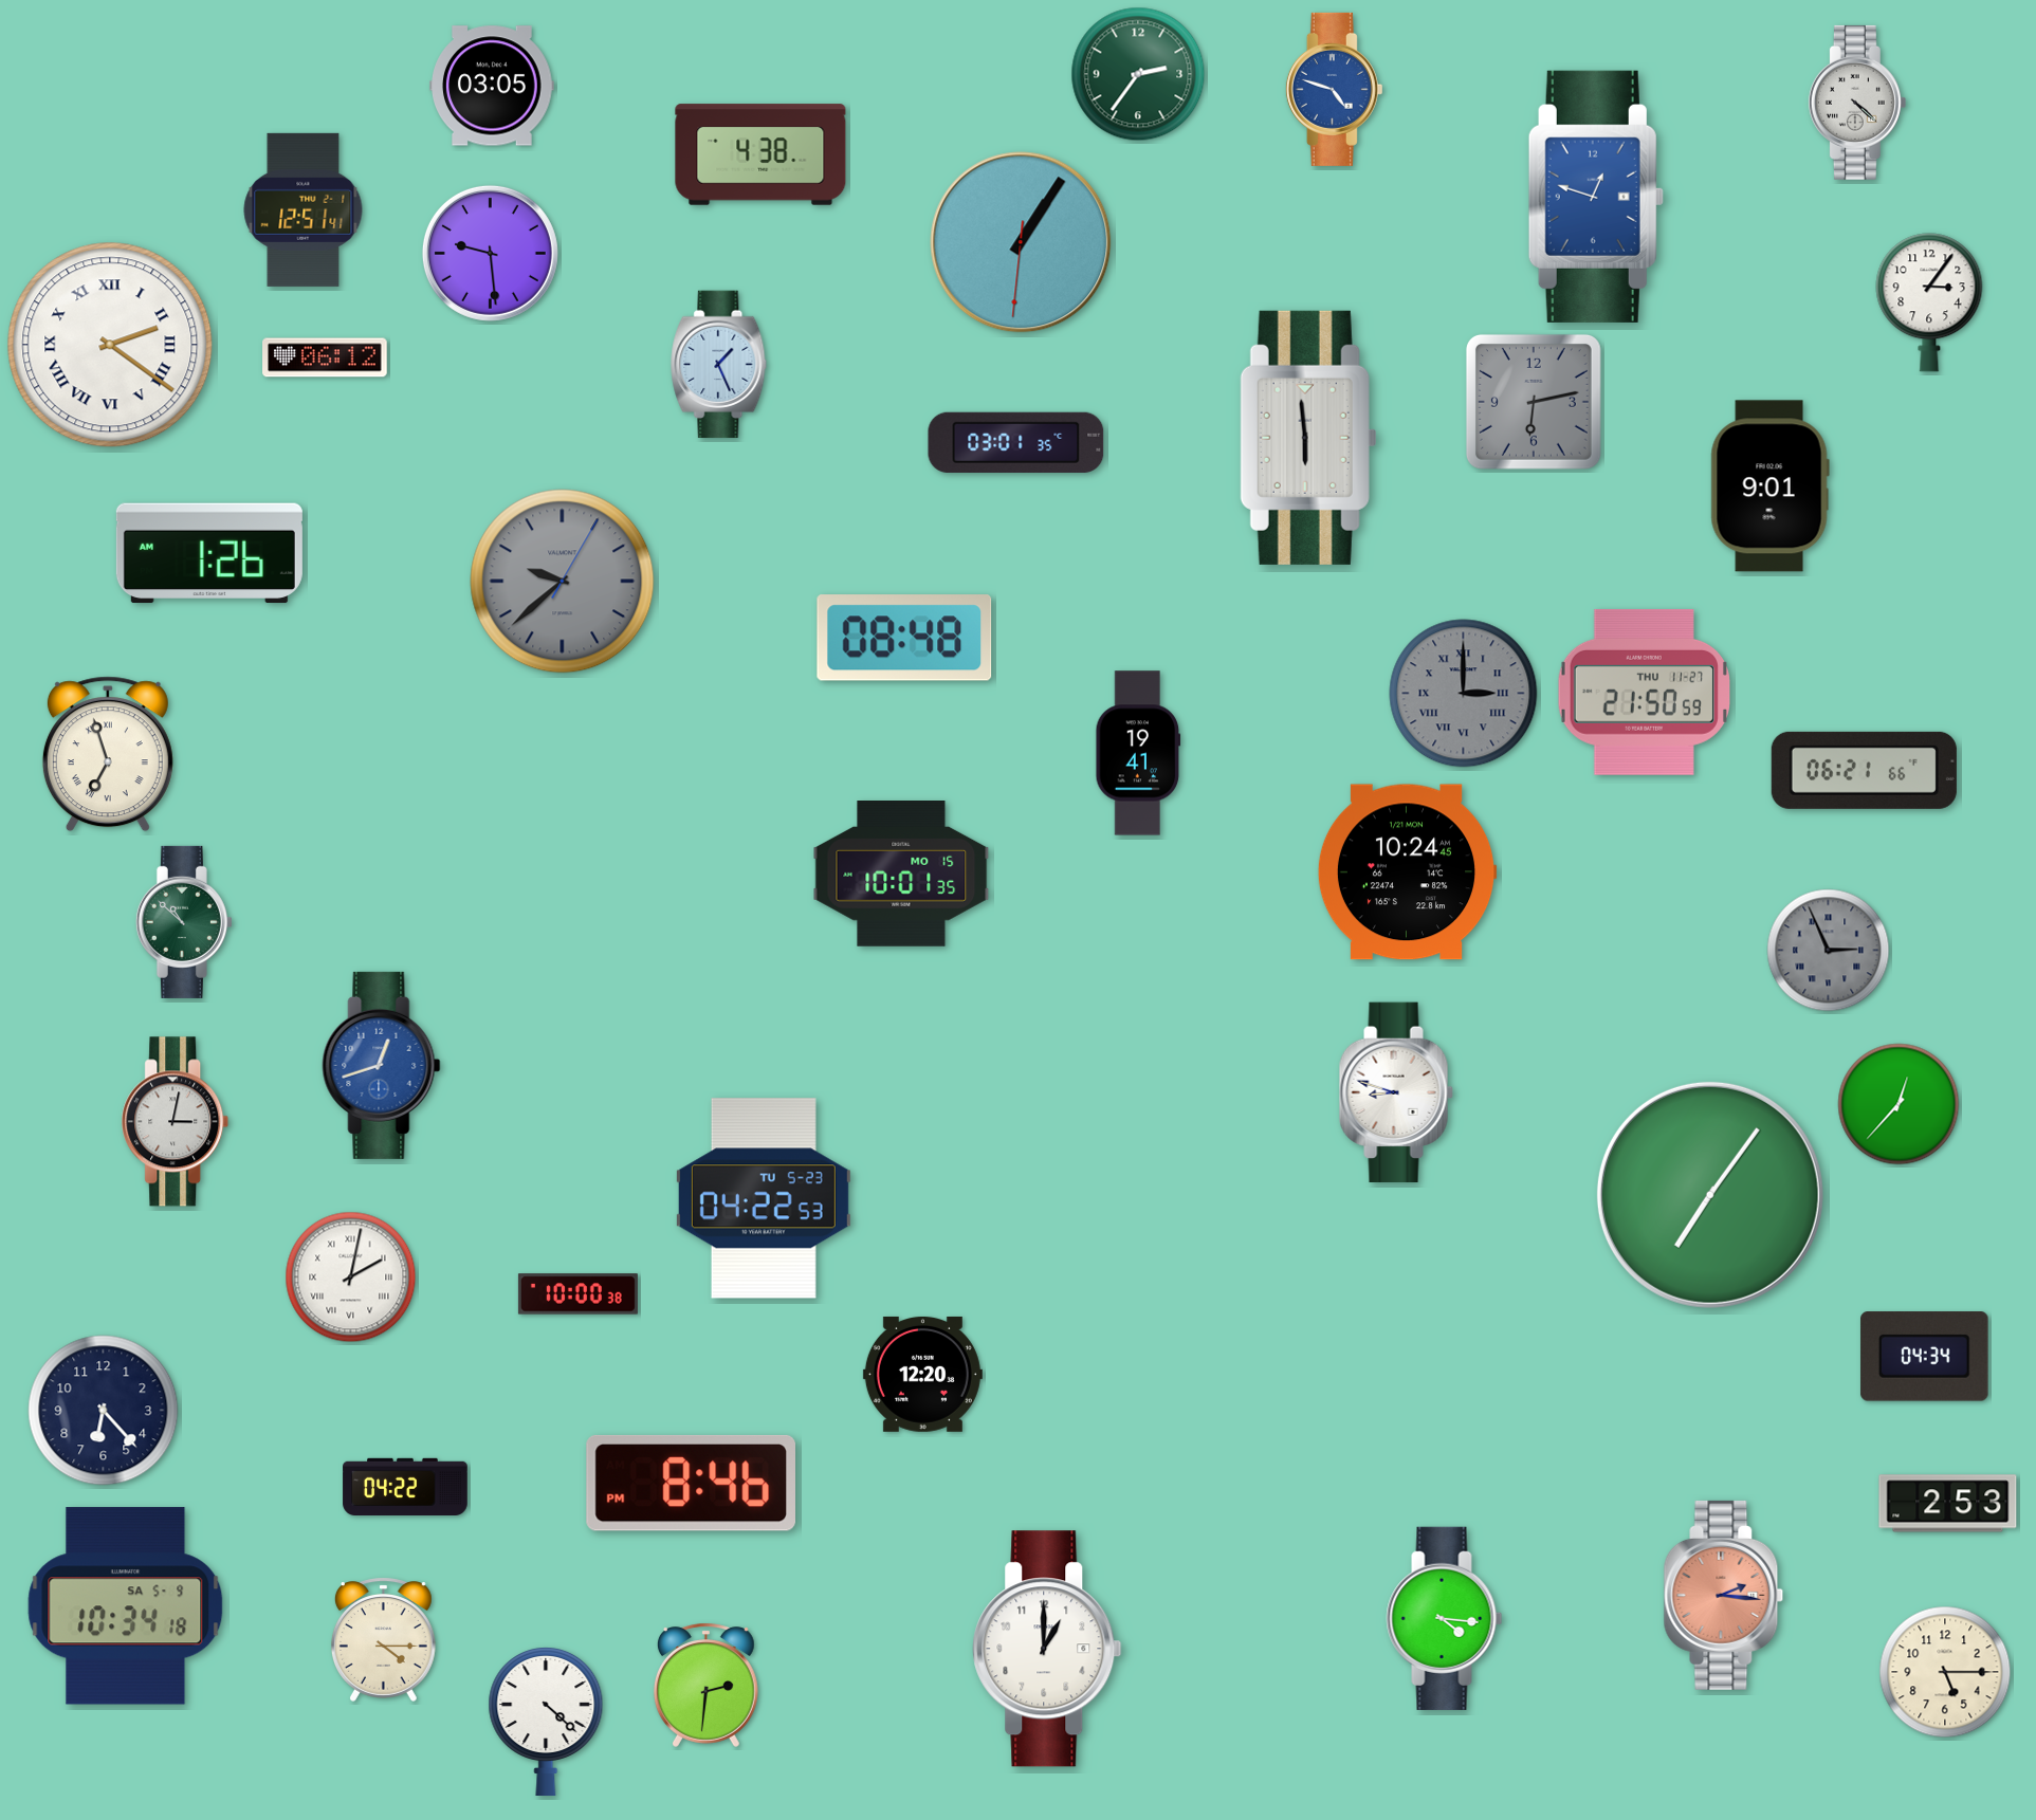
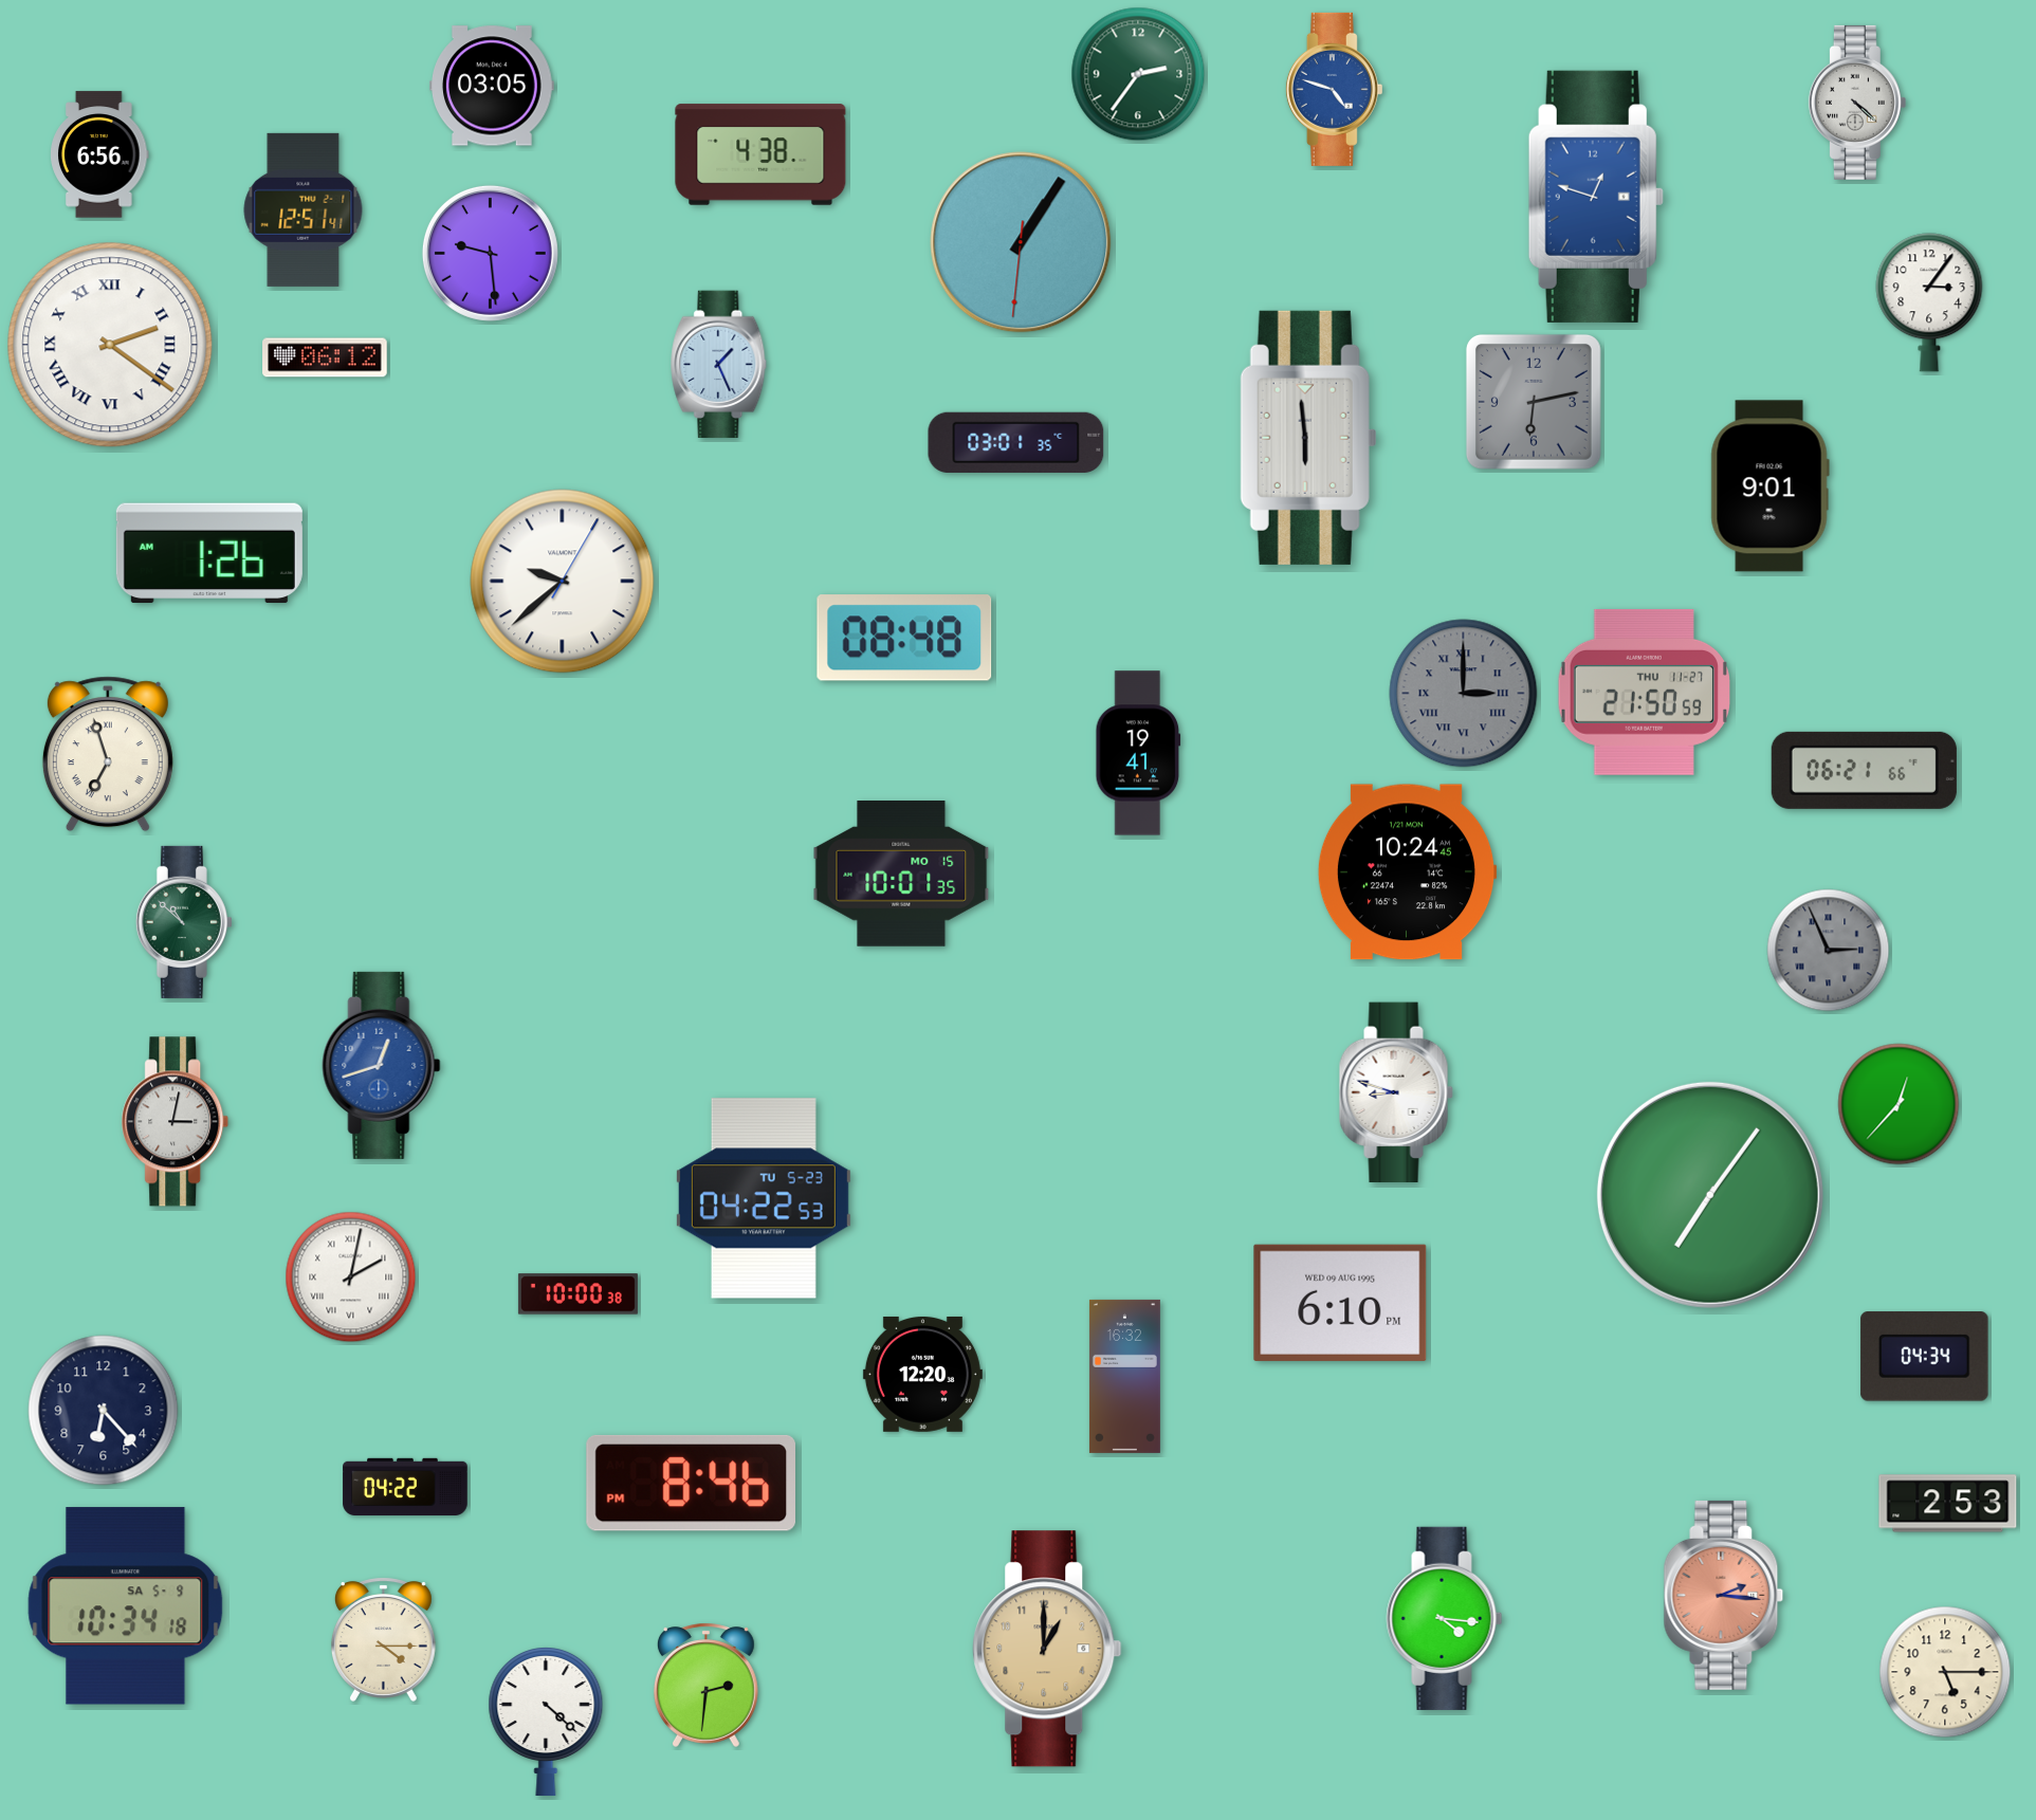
clock at (99, 154): none -> 6:56
clock at (563, 582) dial: grey -> white
clock at (1340, 1303): none -> 6:10
clock at (1124, 1376): none -> 16:32
clock at (1047, 1649) dial: white -> champagne
